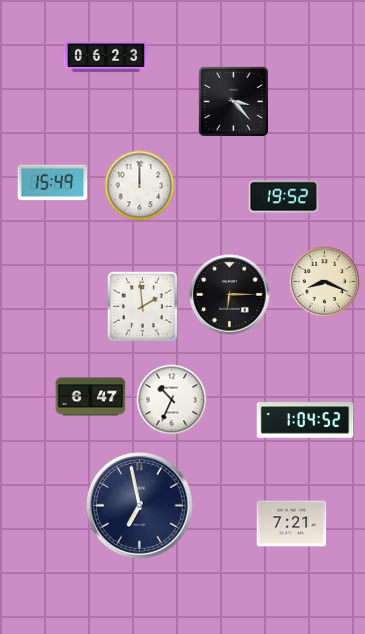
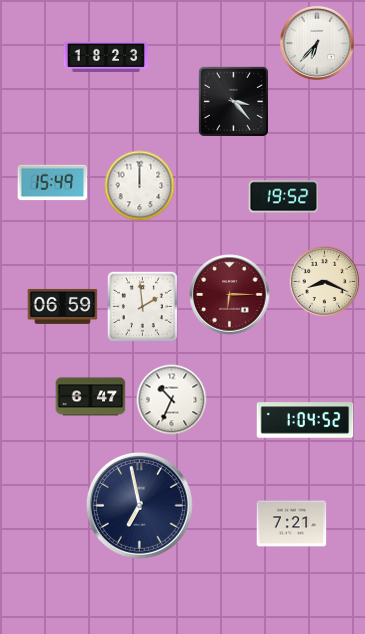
clock at (317, 43): none -> 6:37
clock at (106, 57): 06:23 -> 18:23
clock at (230, 295) dial: black -> burgundy
clock at (63, 306): none -> 06:59
